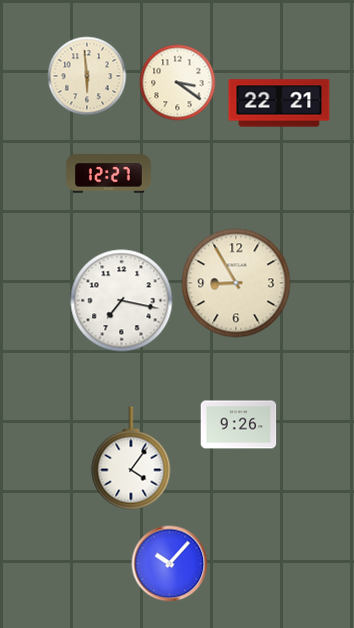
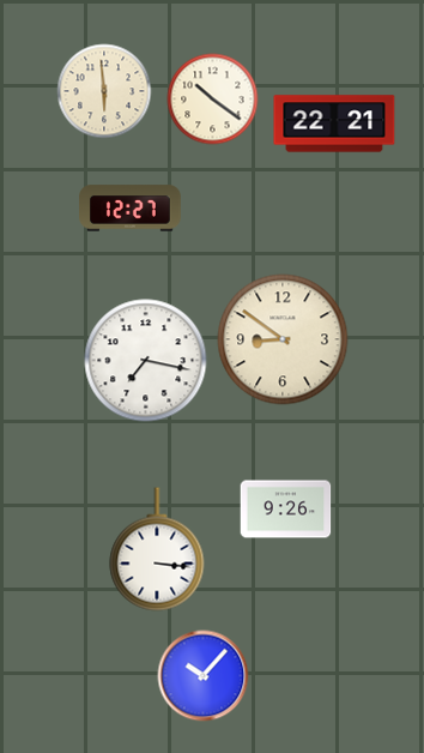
clock at (178, 83): 3:21 -> 10:21
clock at (236, 283): 8:55 -> 8:51
clock at (131, 458): 4:06 -> 3:16
